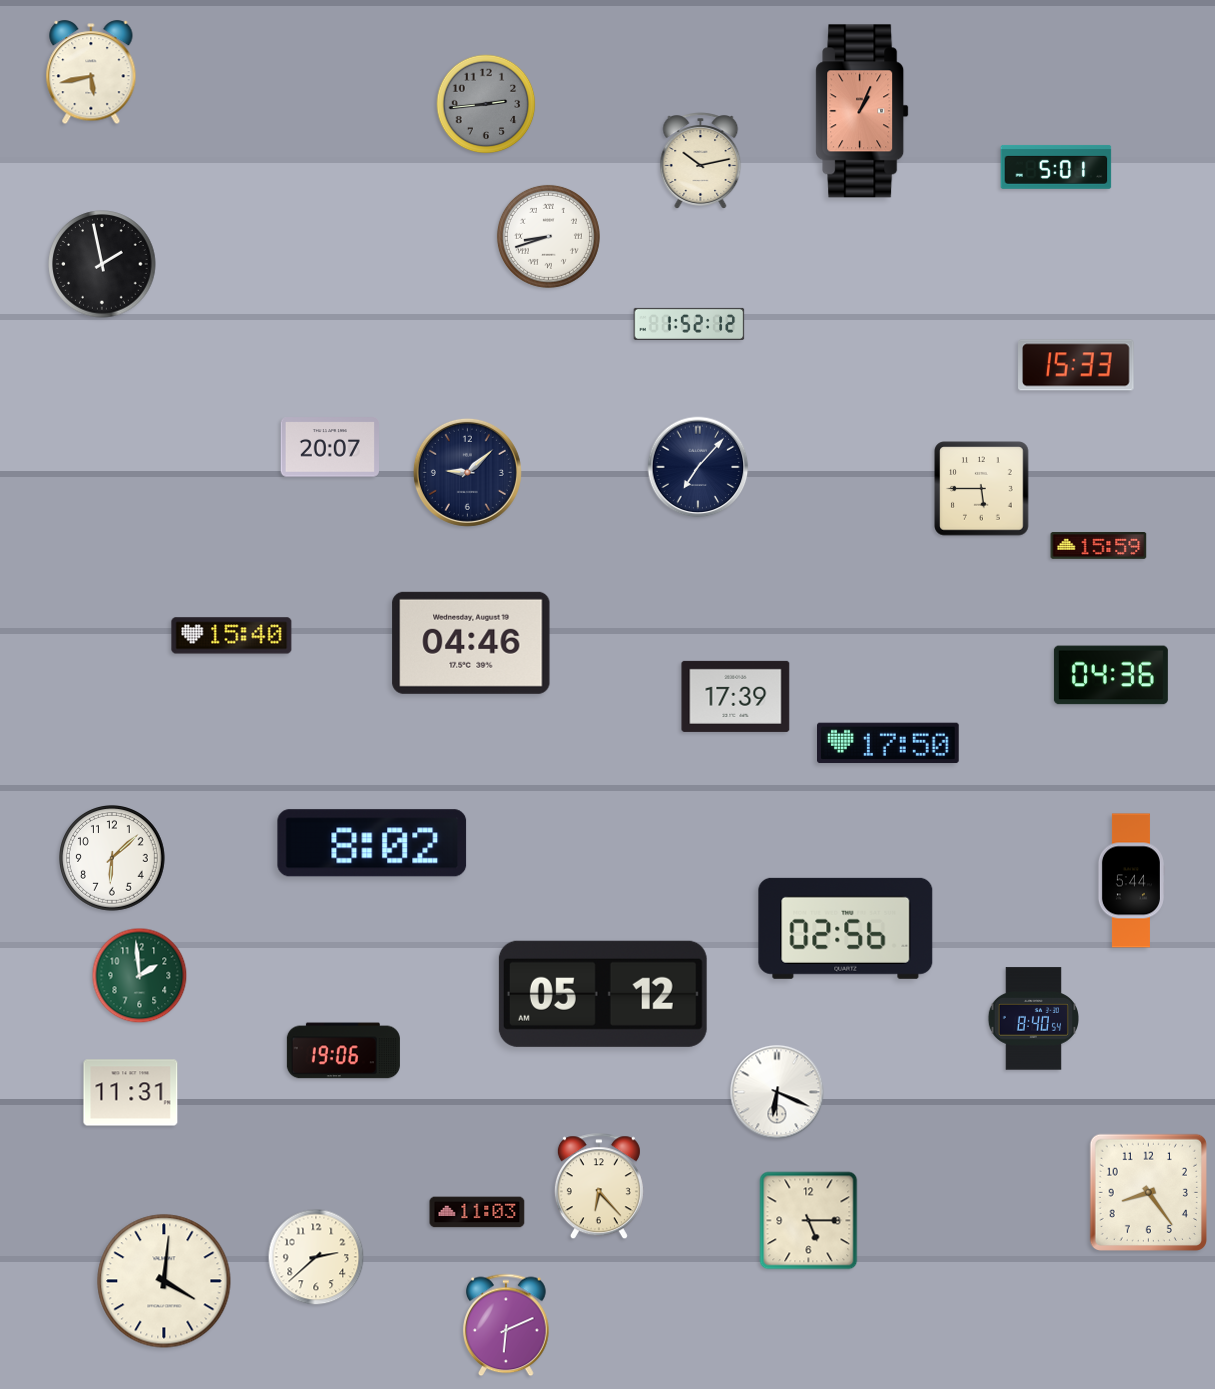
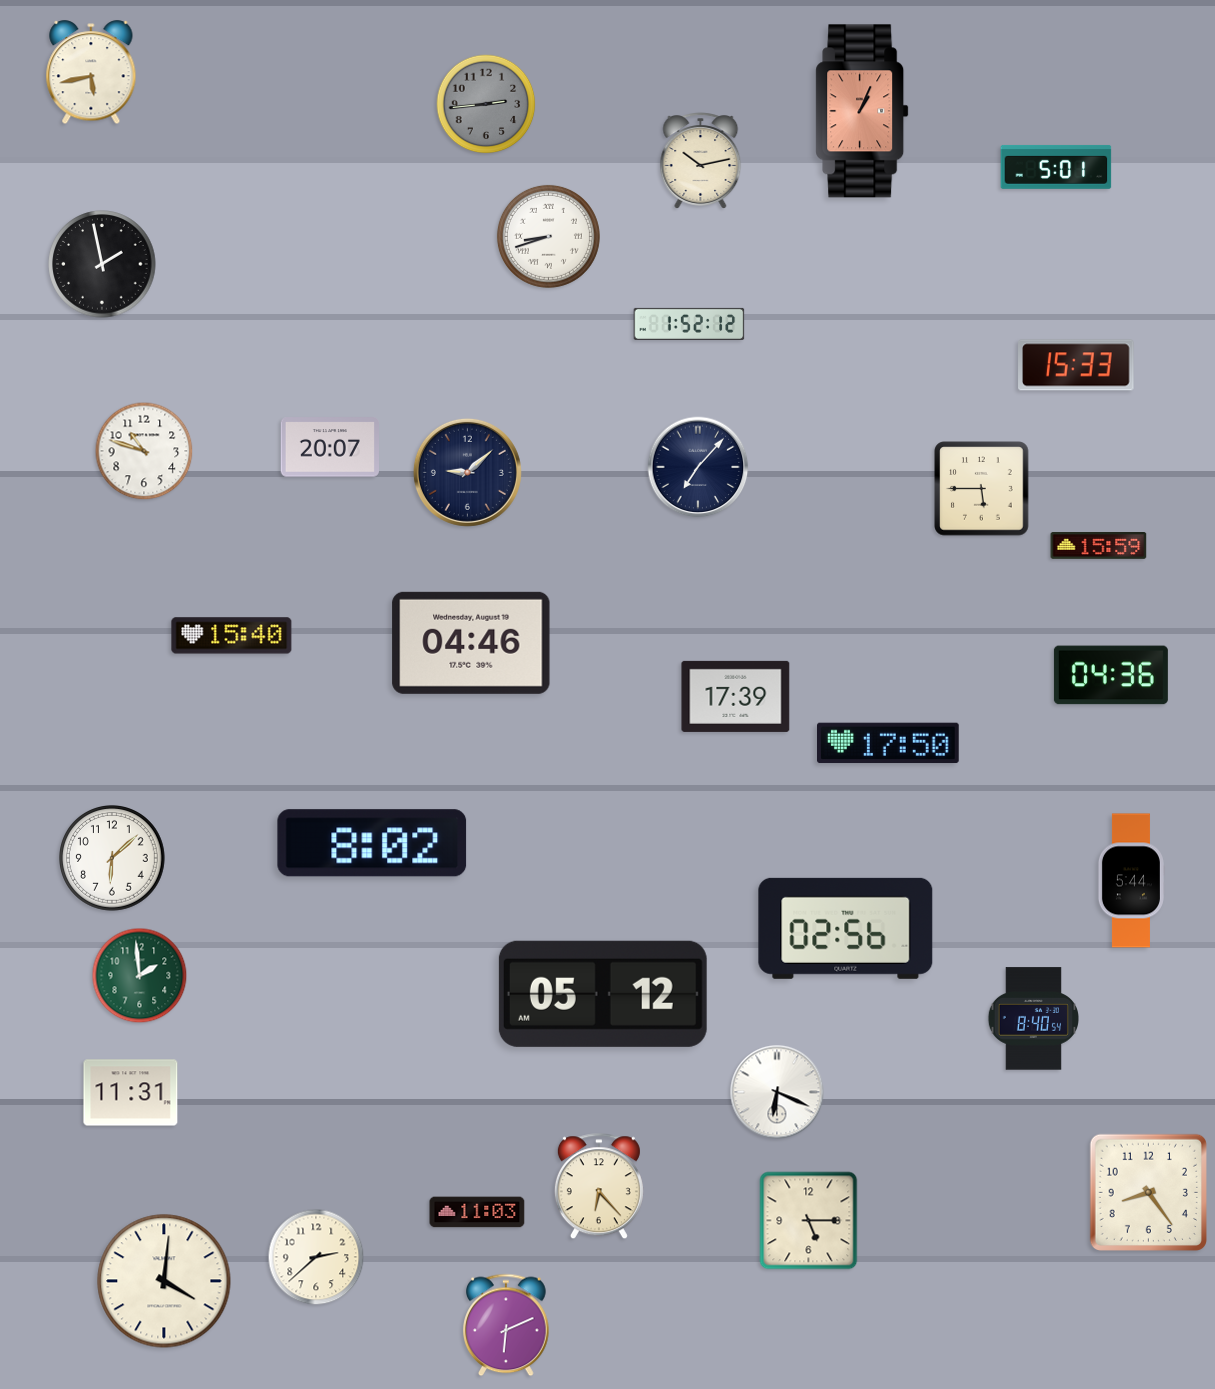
clock at (144, 451): none -> 10:48
clock at (343, 1051): 19:06 -> none
